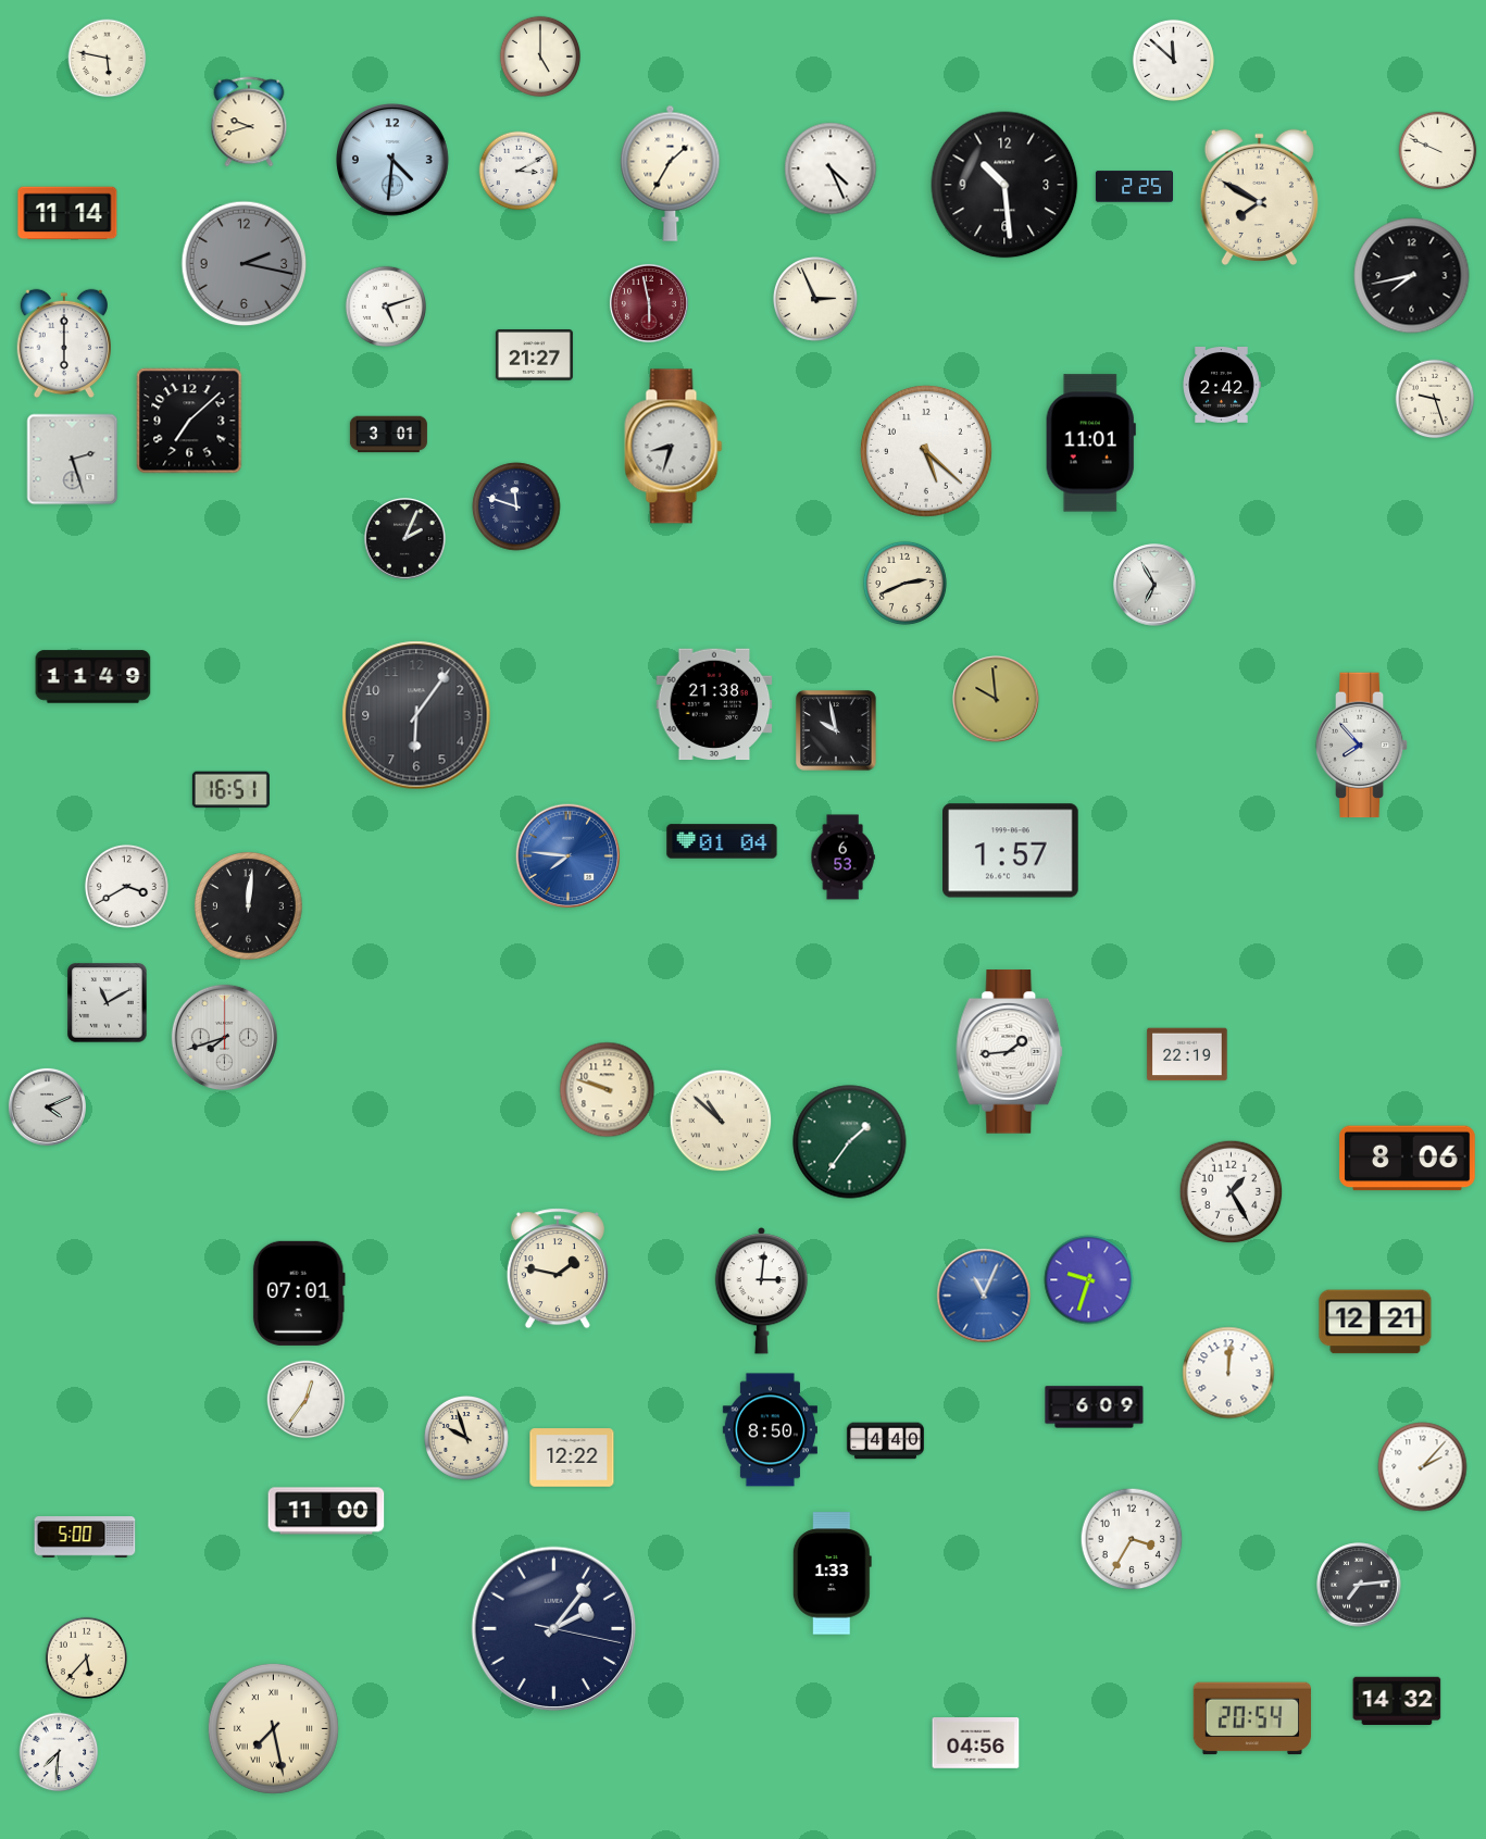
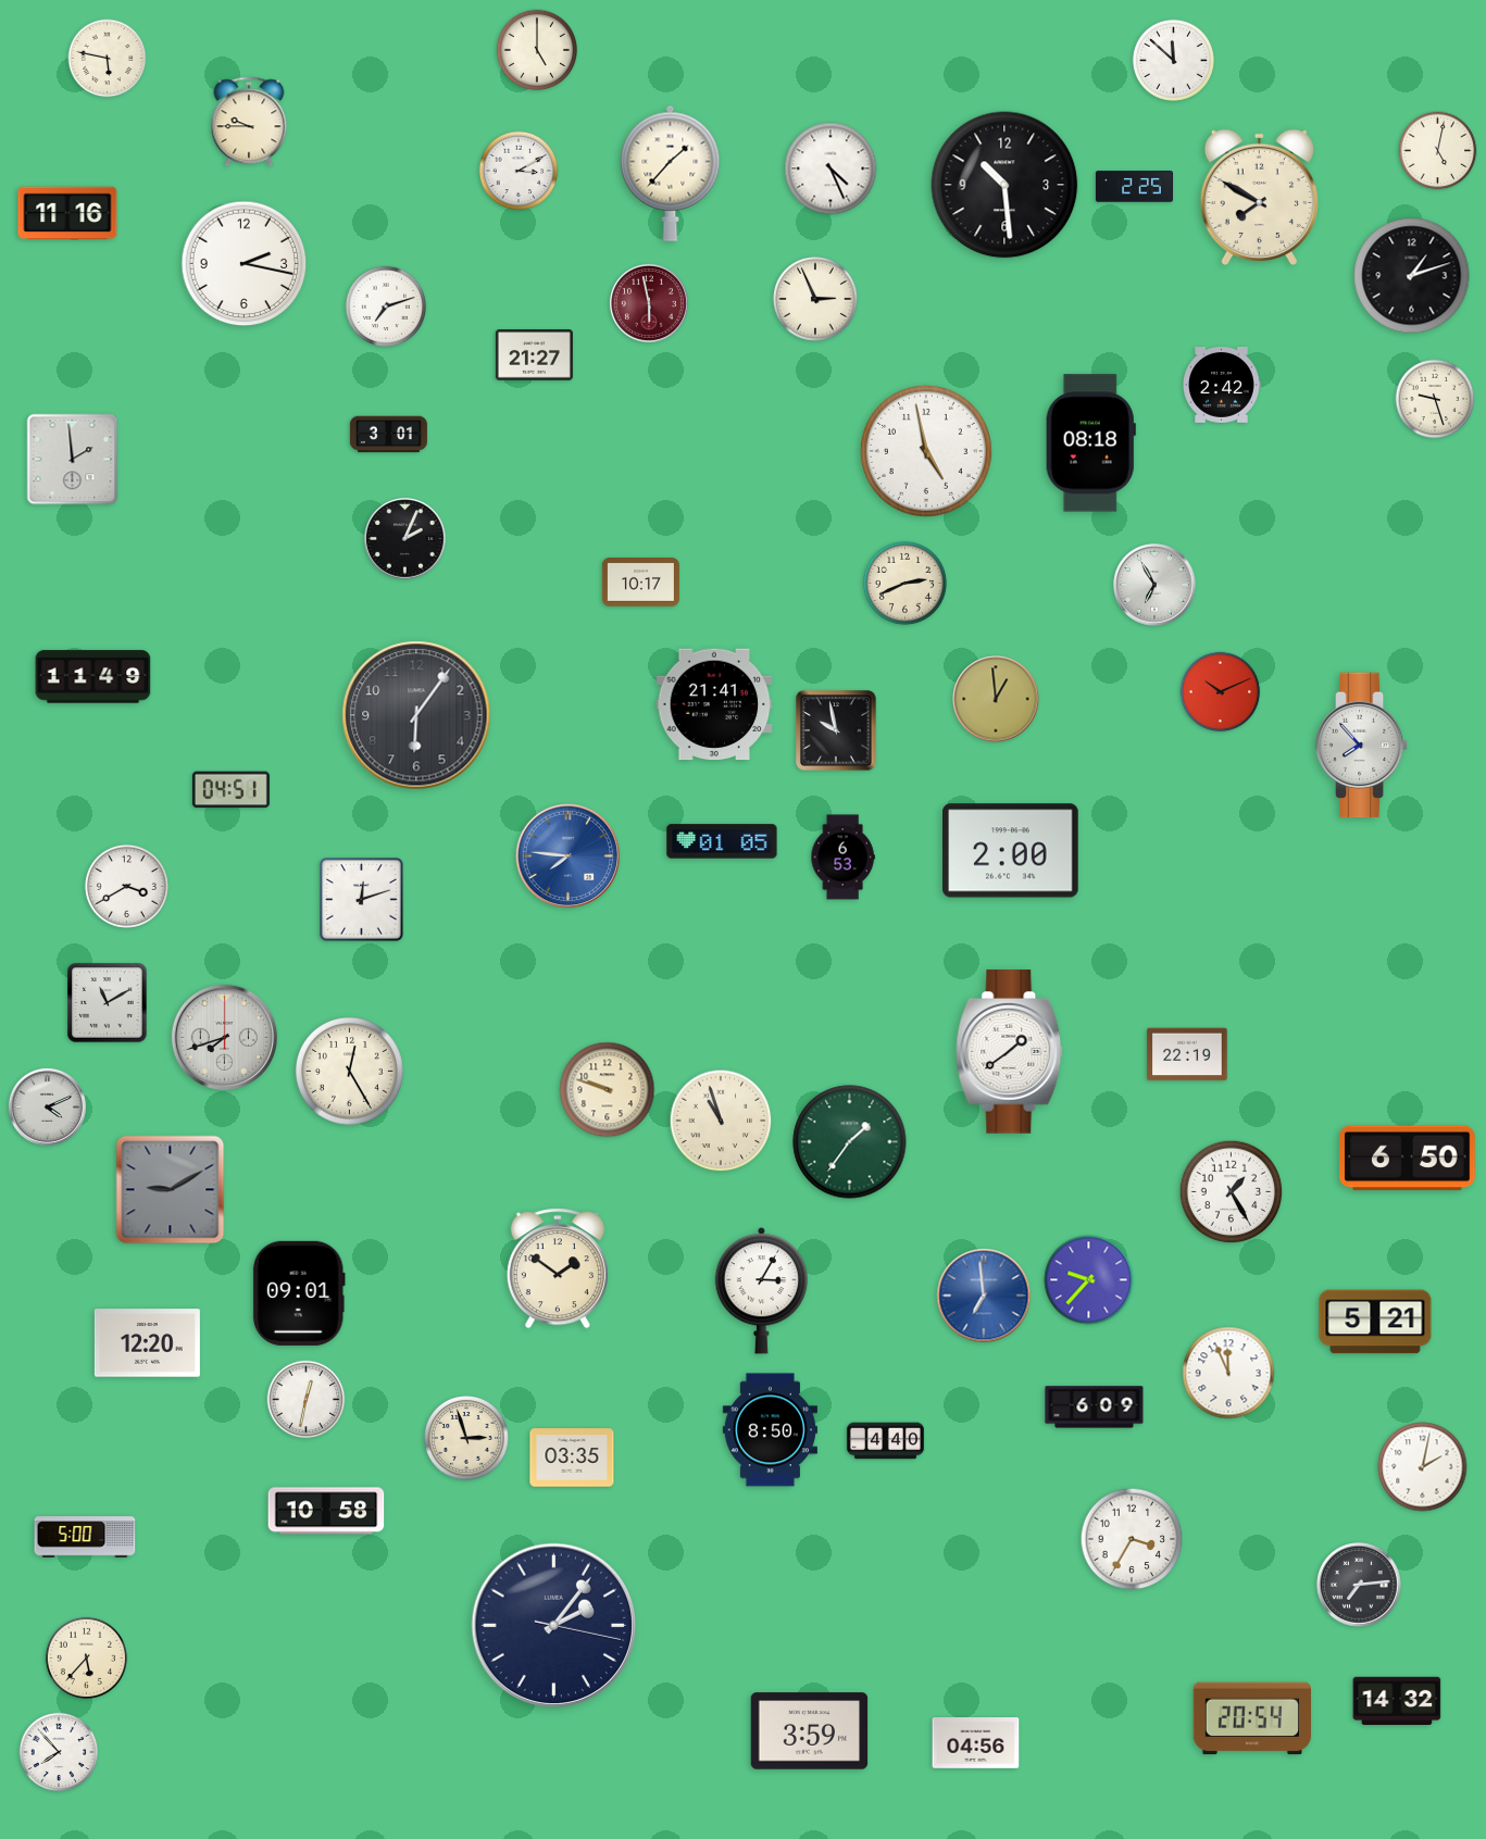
clock at (539, 55) position: (539, 55) -> (536, 49)
clock at (249, 122): 9:42 -> 9:45
clock at (1438, 151): 9:49 -> 5:02
clock at (394, 161): 4:31 -> none
clock at (671, 173): 1:35 -> 1:37
clock at (67, 213): 11:14 -> 11:16
clock at (245, 264) dial: grey -> white
clock at (1412, 276): 7:43 -> 1:12
clock at (385, 305): 5:12 -> 7:12
clock at (63, 343): 6:00 -> none
clock at (189, 421): 7:08 -> none
clock at (1090, 443): 11:01 -> 08:18
clock at (674, 447): 8:33 -> none
clock at (926, 451): 5:22 -> 4:58
clock at (73, 460): 2:27 -> 1:59
clock at (516, 506): 11:48 -> none
clock at (640, 583): none -> 10:17
clock at (1221, 692): none -> 10:11
clock at (996, 699): 9:59 -> 12:59
clock at (714, 704): 21:38 -> 21:41
clock at (230, 790): 16:51 -> 04:51
clock at (722, 841): 01:04 -> 01:05
clock at (1011, 851): 1:57 -> 2:00
clock at (362, 900): none -> 12:12
clock at (248, 905): 12:01 -> none
clock at (1010, 1052): 1:44 -> 1:39
clock at (349, 1071): none -> 12:25
clock at (721, 1121): 10:52 -> 10:57
clock at (1408, 1159): 8:06 -> 6:50
clock at (171, 1190): none -> 9:10
clock at (558, 1268): 1:47 -> 1:51
clock at (1089, 1280): 9:33 -> 9:37
clock at (762, 1291): 3:01 -> 3:05
clock at (299, 1293): 07:01 -> 09:01
clock at (984, 1296): 11:04 -> 6:59
clock at (1375, 1322): 12:21 -> 5:21
clock at (147, 1343): none -> 12:20
clock at (1228, 1373): 12:01 -> 11:56
clock at (307, 1400): 12:36 -> 12:32
clock at (467, 1439): 9:57 -> 2:57
clock at (572, 1458): 12:22 -> 03:35
clock at (1423, 1467): 2:07 -> 2:02
clock at (326, 1511): 11:00 -> 10:58
clock at (832, 1574): 1:33 -> none
clock at (554, 1629) position: (554, 1629) -> (554, 1626)
clock at (273, 1728): 7:28 -> none
clock at (810, 1731): none -> 3:59
clock at (59, 1752): 7:31 -> 7:53
